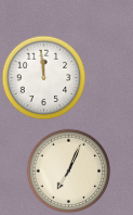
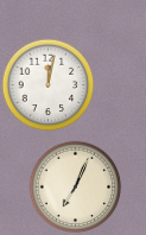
clock at (43, 77): 11:59 -> 12:02
